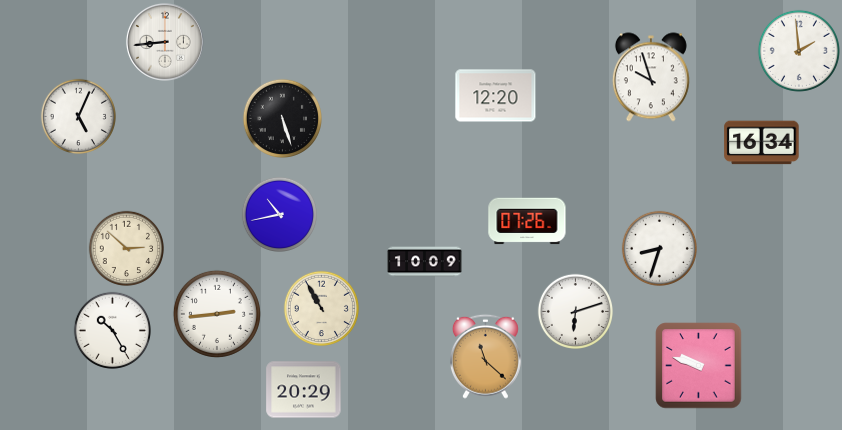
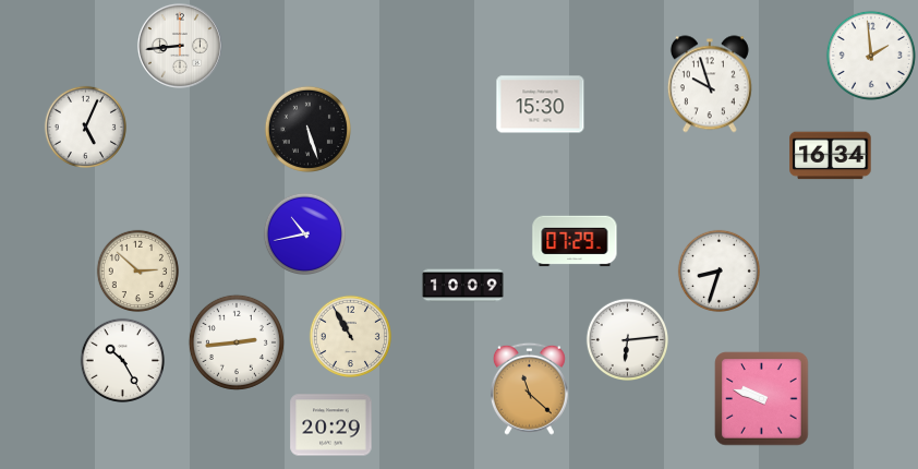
clock at (496, 96): 12:20 -> 15:30
clock at (527, 221): 07:26 -> 07:29
clock at (575, 311): 6:12 -> 6:14
